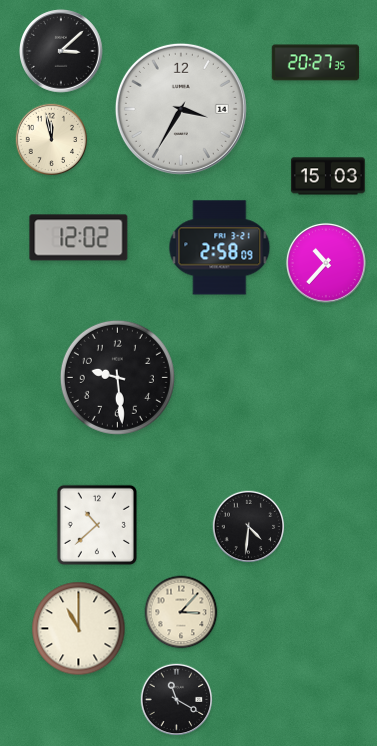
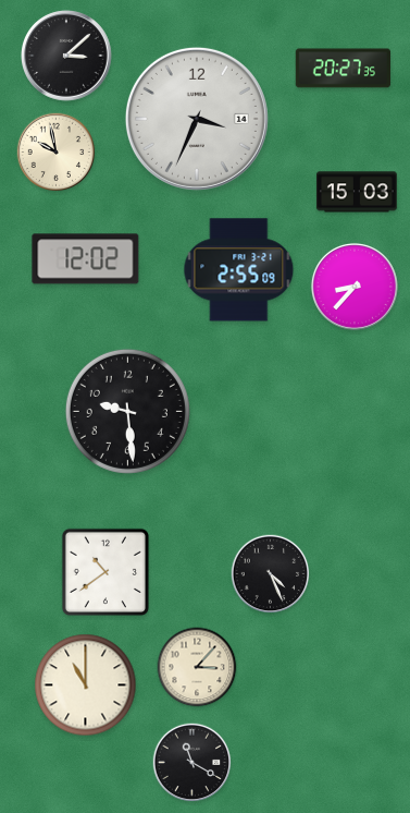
clock at (181, 109): 3:35 -> 3:34
clock at (52, 140): 11:58 -> 9:58
clock at (220, 248): 2:58 -> 2:55
clock at (326, 263): 10:37 -> 8:37
clock at (97, 525): 10:38 -> 10:39
clock at (249, 527): 4:31 -> 4:26
